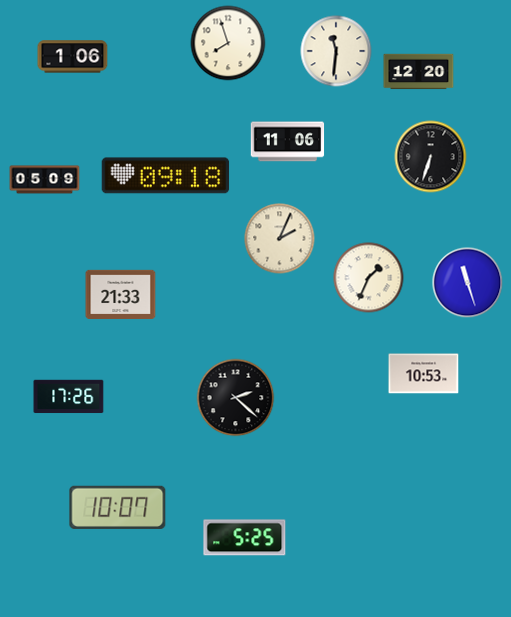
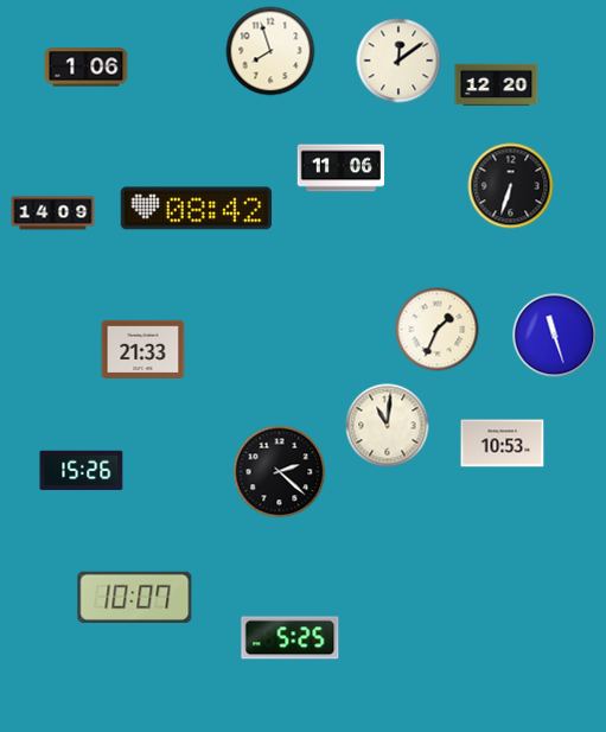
clock at (336, 51): 11:31 -> 12:09
clock at (166, 176): 09:18 -> 08:42
clock at (45, 180): 05:09 -> 14:09
clock at (280, 239): 2:04 -> none
clock at (388, 426): none -> 11:01
clock at (69, 397): 17:26 -> 15:26
clock at (118, 507) position: (118, 507) -> (135, 597)
